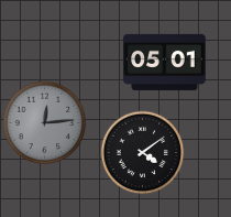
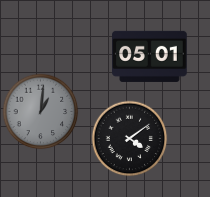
clock at (45, 123): 12:14 -> 1:01
